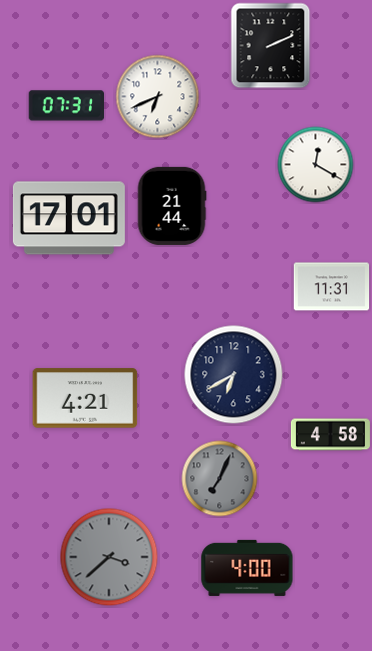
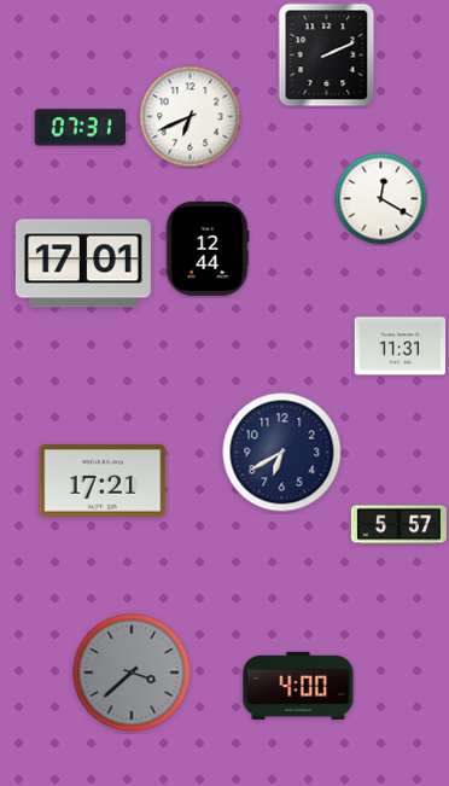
clock at (172, 206): 21:44 -> 12:44
clock at (85, 398): 4:21 -> 17:21
clock at (330, 435): 4:58 -> 5:57
clock at (220, 479): 7:04 -> none
